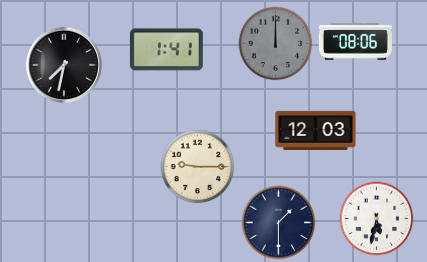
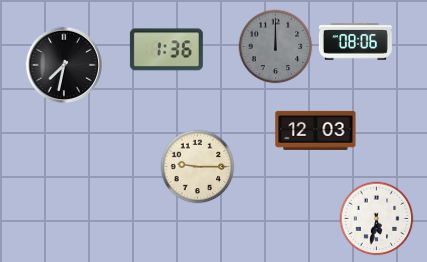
clock at (276, 44) position: (276, 44) -> (276, 47)
clock at (166, 50): 1:41 -> 1:36
clock at (279, 223): 1:30 -> none
